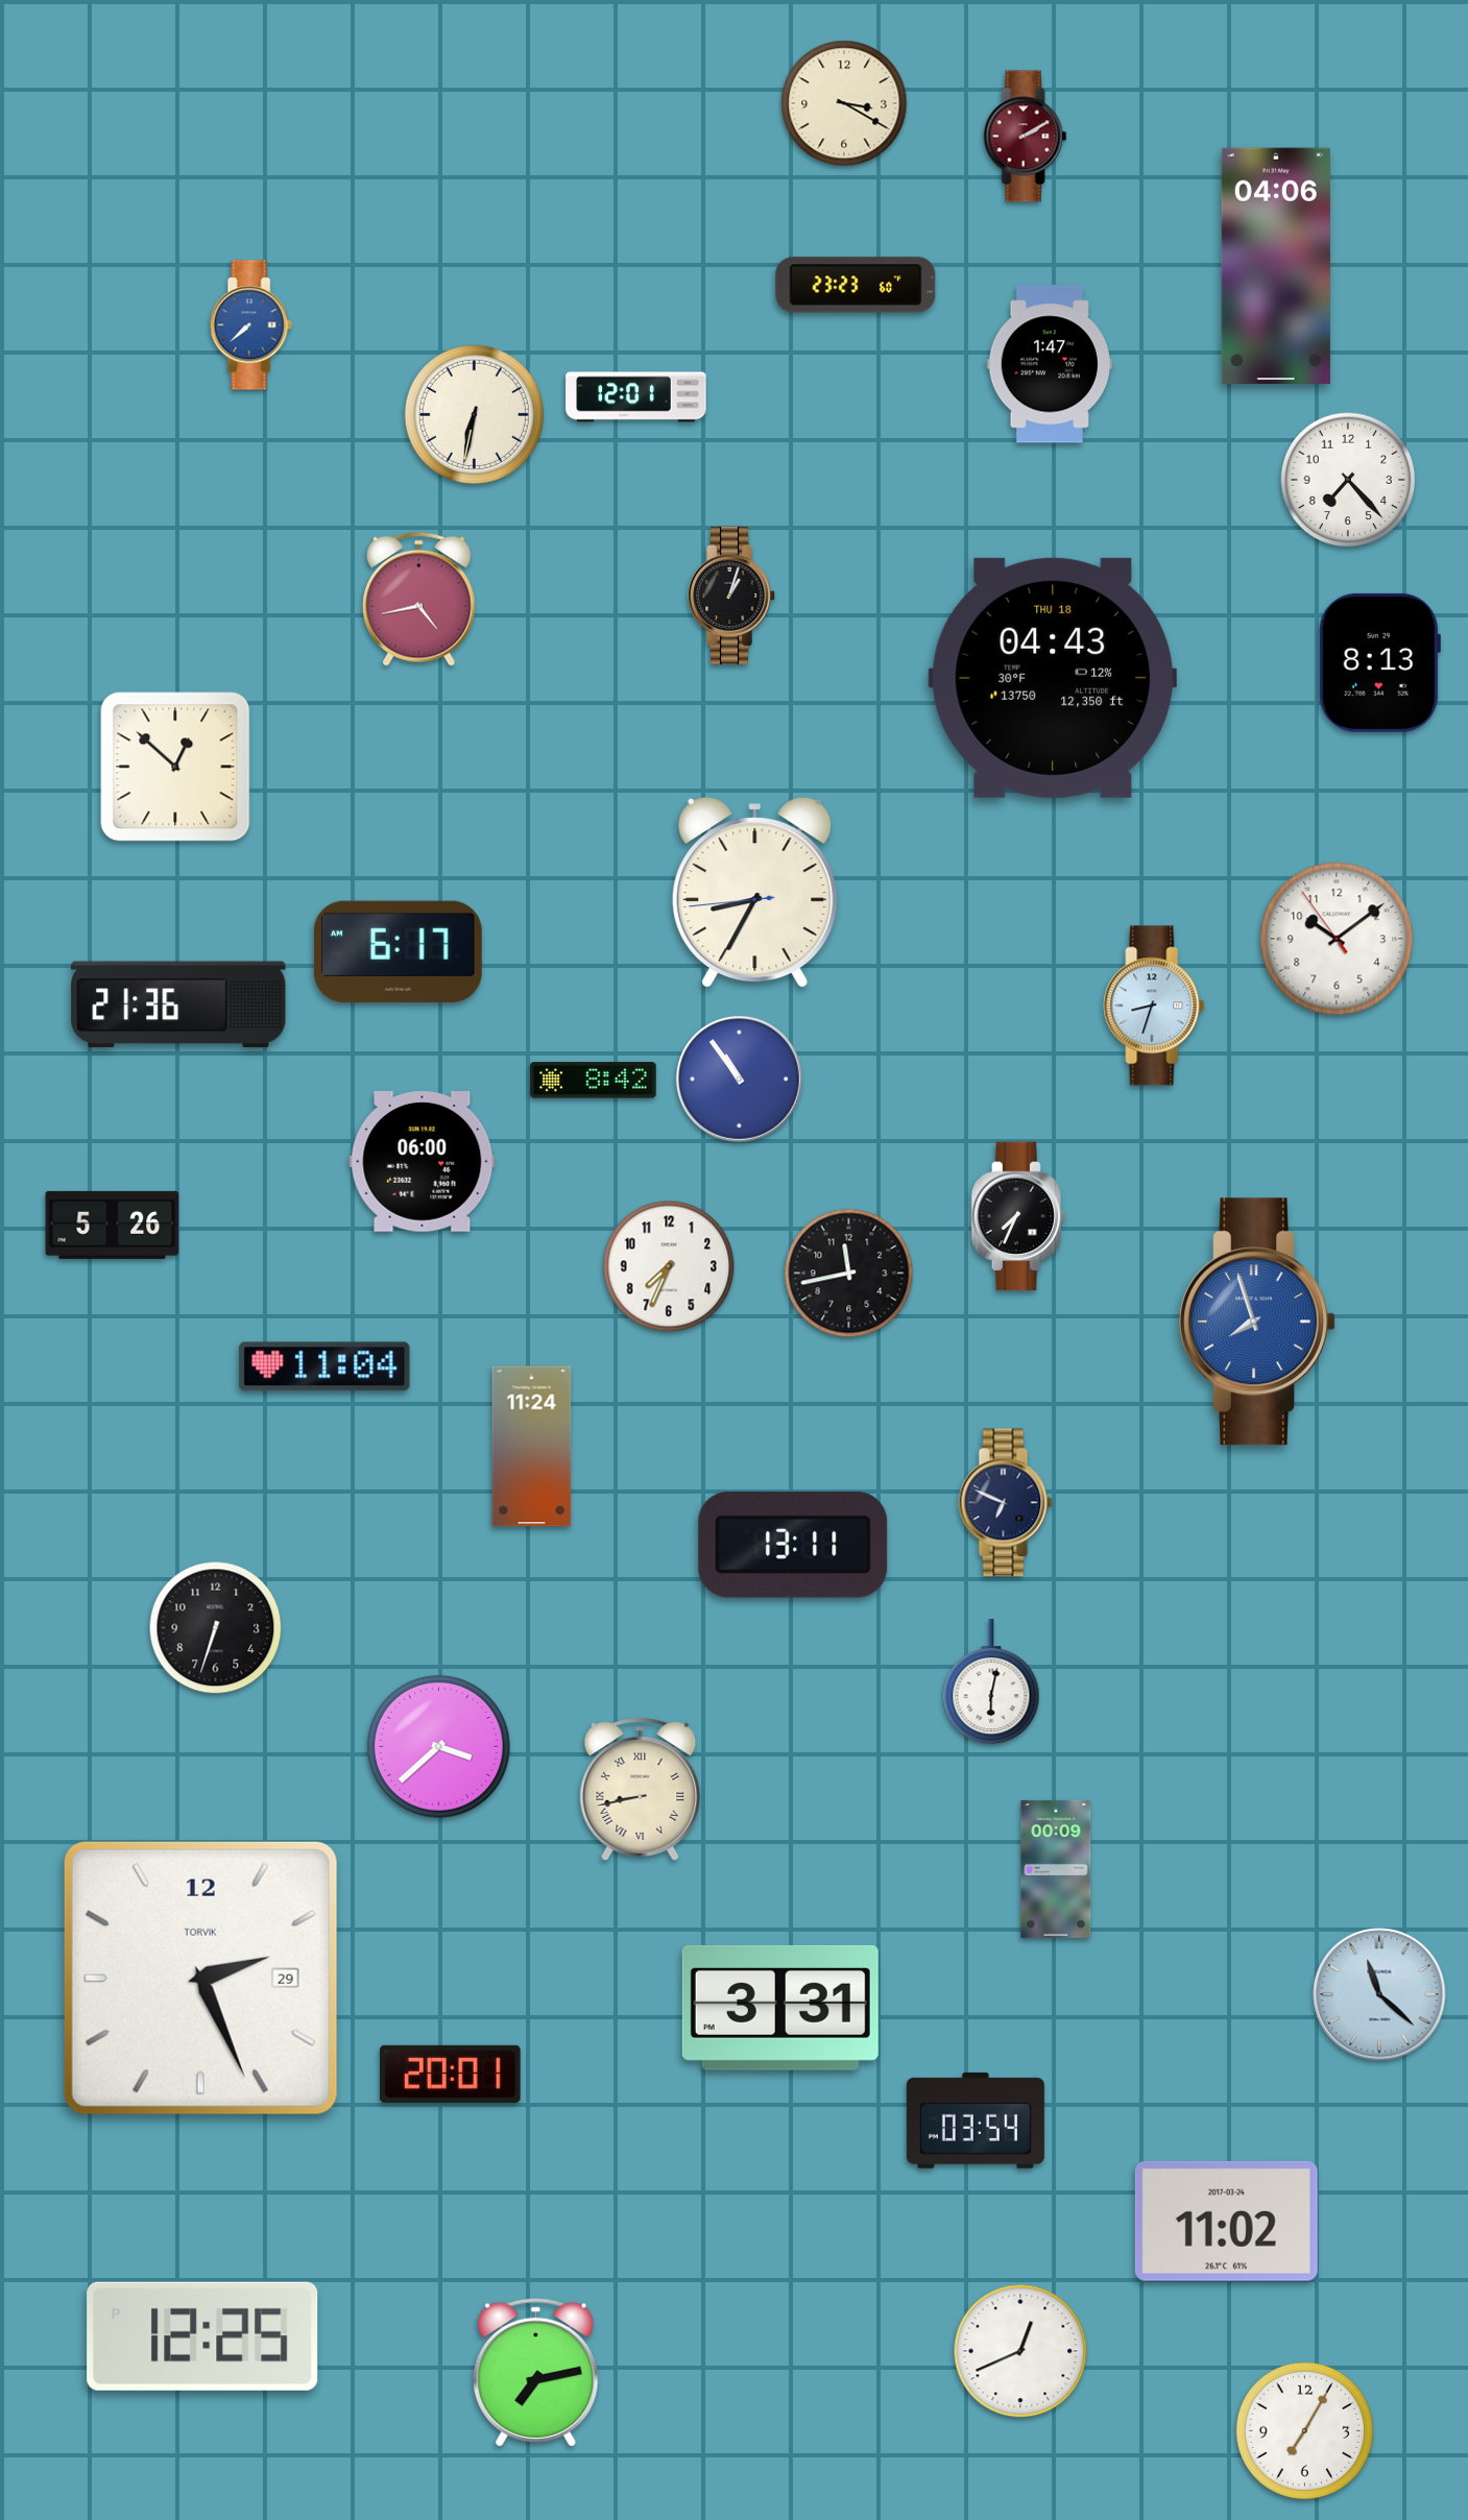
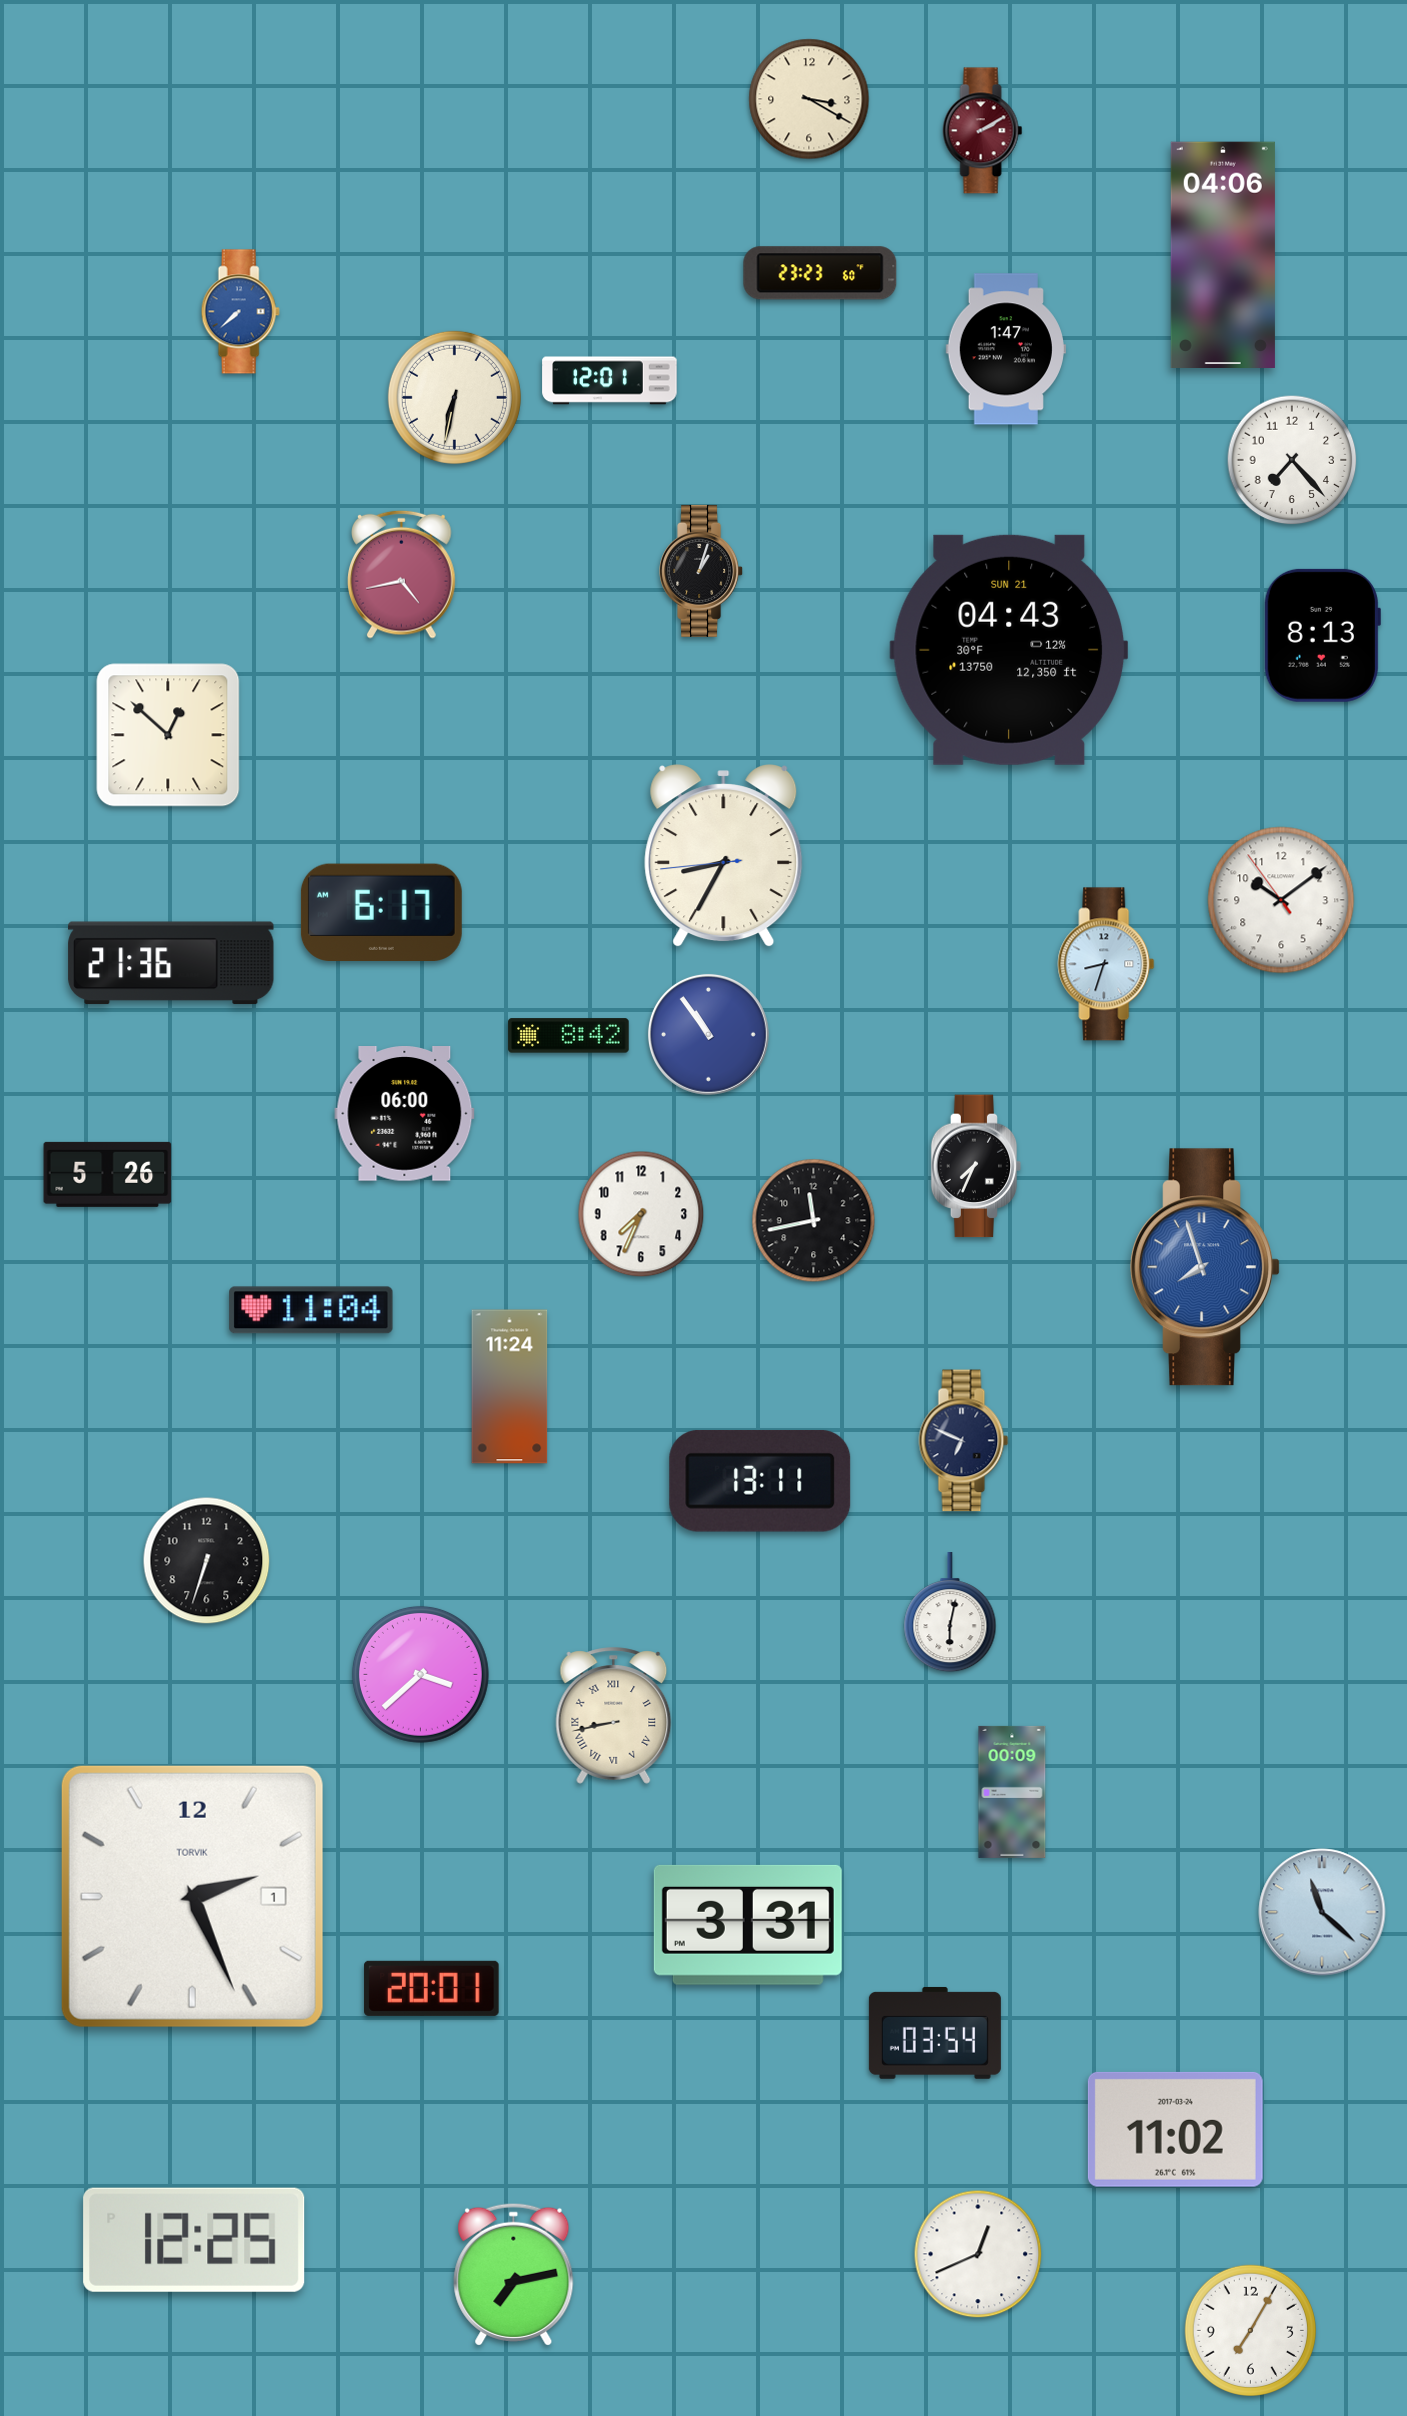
clock at (1053, 678) date: THU 18 -> SUN 21
clock at (200, 1978) date: 29 -> 1
